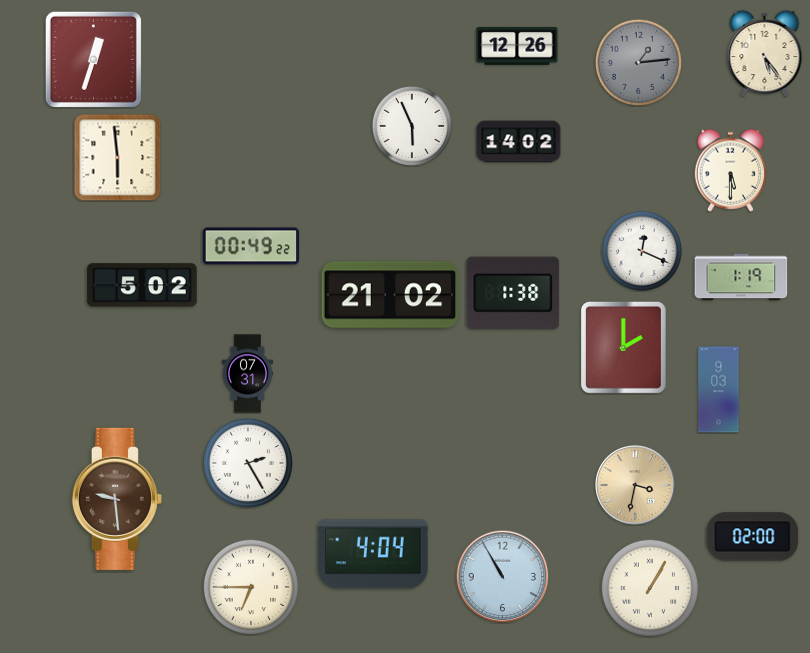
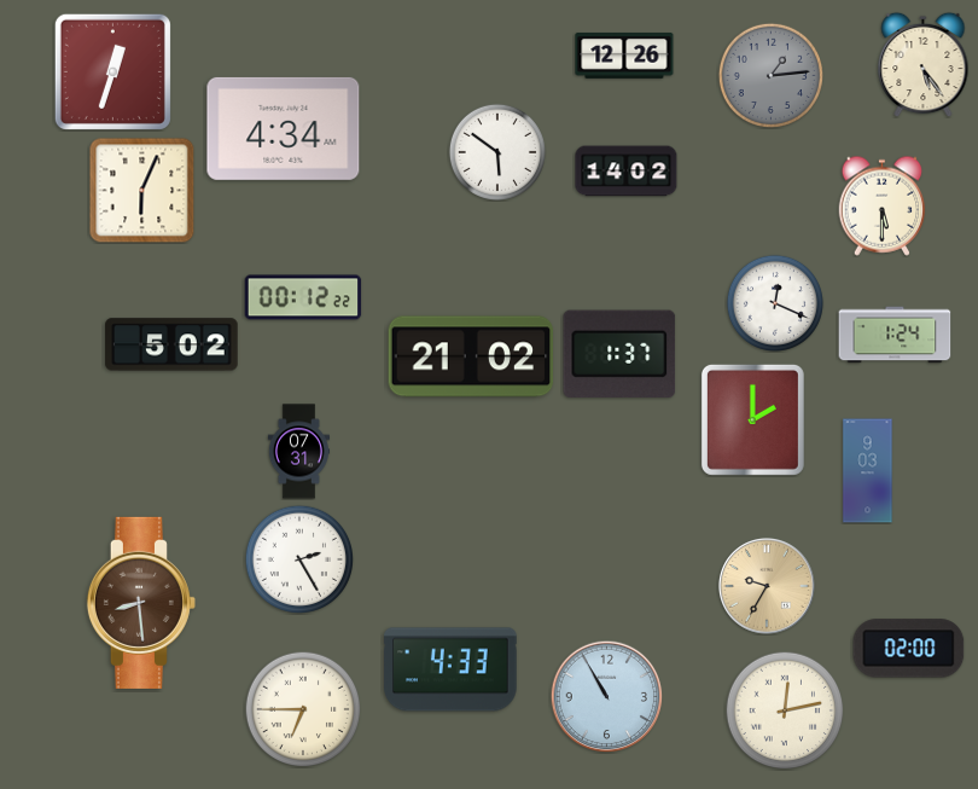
clock at (284, 128): none -> 4:34
clock at (412, 126): 5:56 -> 5:51
clock at (118, 158): 5:59 -> 6:04
clock at (251, 246): 00:49 -> 00:12
clock at (741, 277): 1:19 -> 1:24
clock at (513, 293): 1:38 -> 1:37
clock at (635, 485): 3:32 -> 9:35
clock at (117, 499): 9:29 -> 8:29
clock at (373, 554): 4:04 -> 4:33
clock at (650, 588): 1:05 -> 12:13
